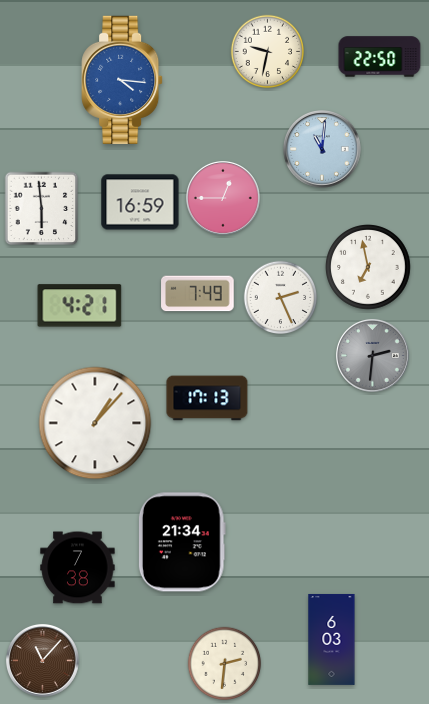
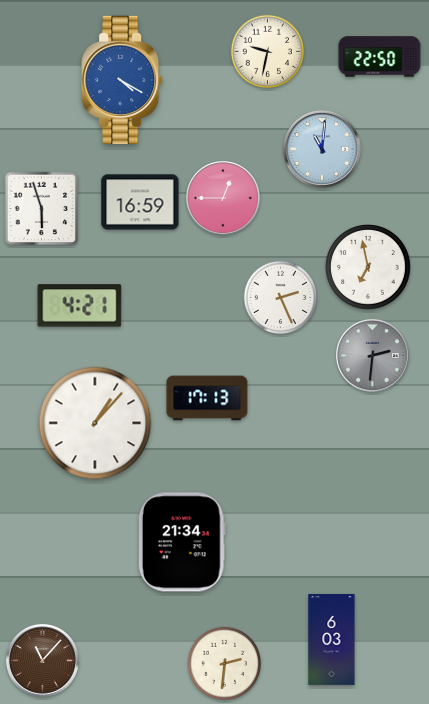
clock at (122, 80): 4:16 -> 4:20
clock at (42, 209): 5:59 -> 5:57
clock at (198, 294): 7:49 -> none
clock at (78, 568): 7:38 -> none
